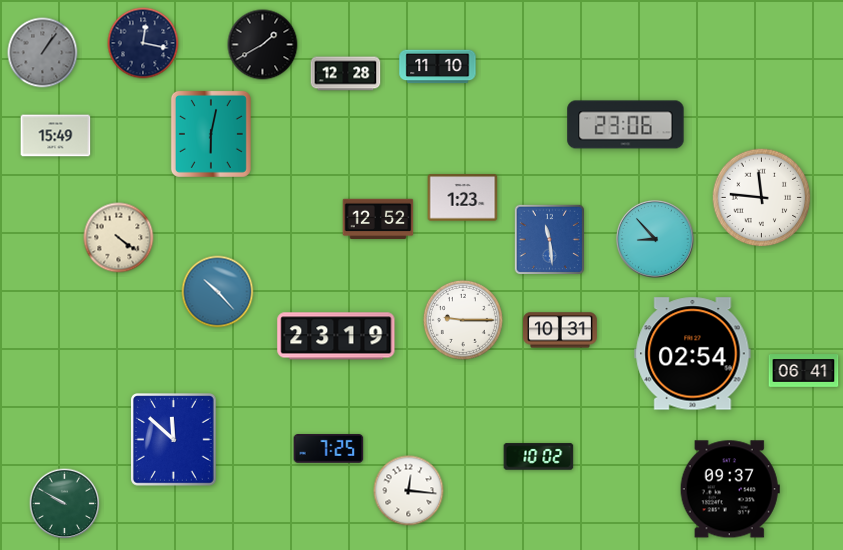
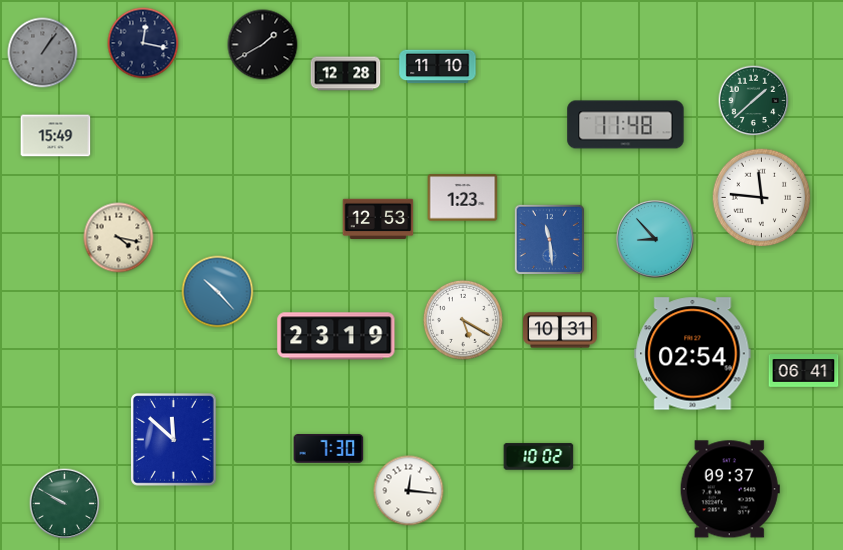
clock at (754, 101): none -> 1:38
clock at (626, 125): 23:06 -> 11:48
clock at (211, 134): 6:02 -> none
clock at (378, 219): 12:52 -> 12:53
clock at (119, 238): 4:21 -> 4:17
clock at (463, 320): 9:15 -> 5:20
clock at (329, 449): 7:25 -> 7:30
